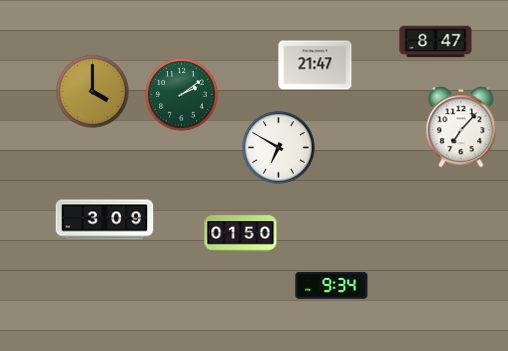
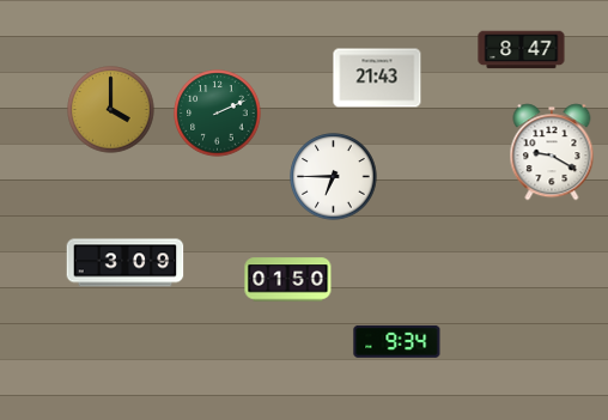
clock at (315, 65): 21:47 -> 21:43
clock at (182, 95): 2:09 -> 2:11
clock at (461, 127): 7:07 -> 9:20
clock at (279, 148): 6:50 -> 6:45
